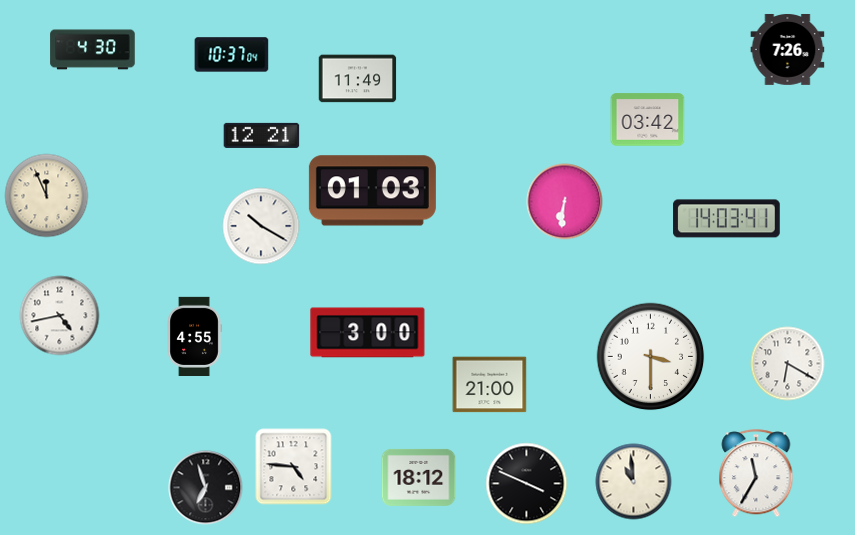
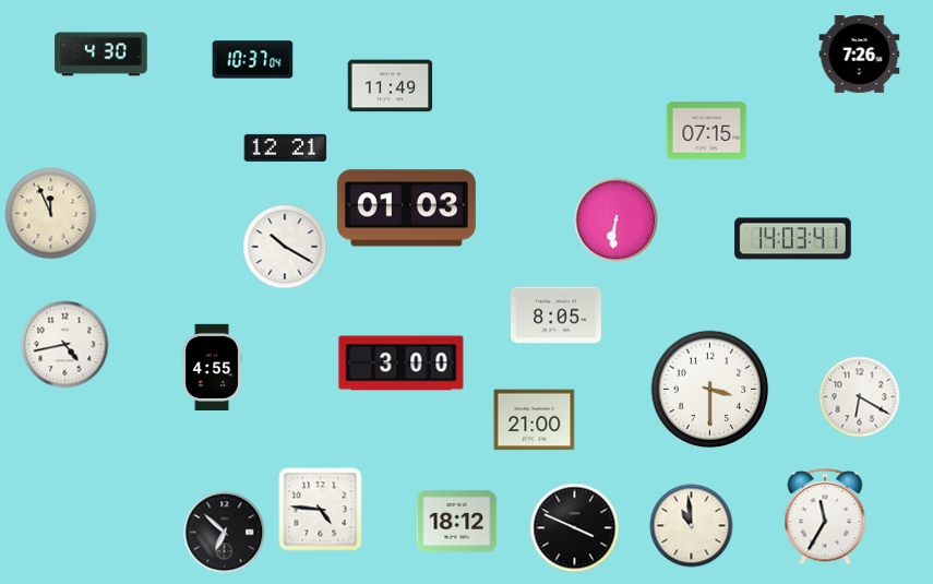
clock at (648, 120): 03:42 -> 07:15
clock at (557, 315): none -> 8:05
clock at (206, 488): 6:57 -> 6:52
